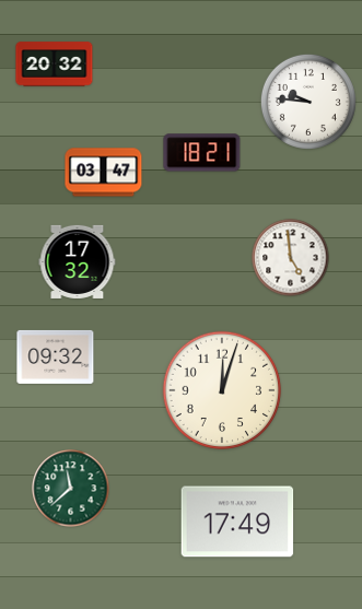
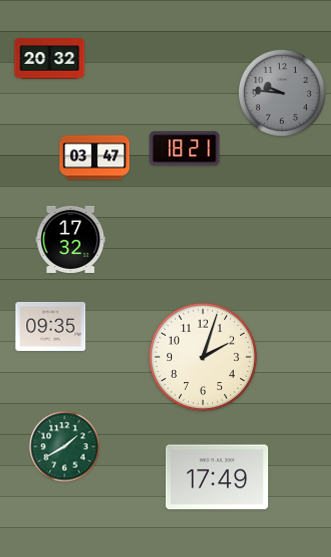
clock at (308, 102) dial: white -> grey
clock at (202, 153) position: (202, 153) -> (185, 149)
clock at (291, 258): 4:59 -> none
clock at (56, 356): 09:32 -> 09:35
clock at (222, 390): 12:03 -> 2:03
clock at (71, 489): 11:38 -> 1:40
